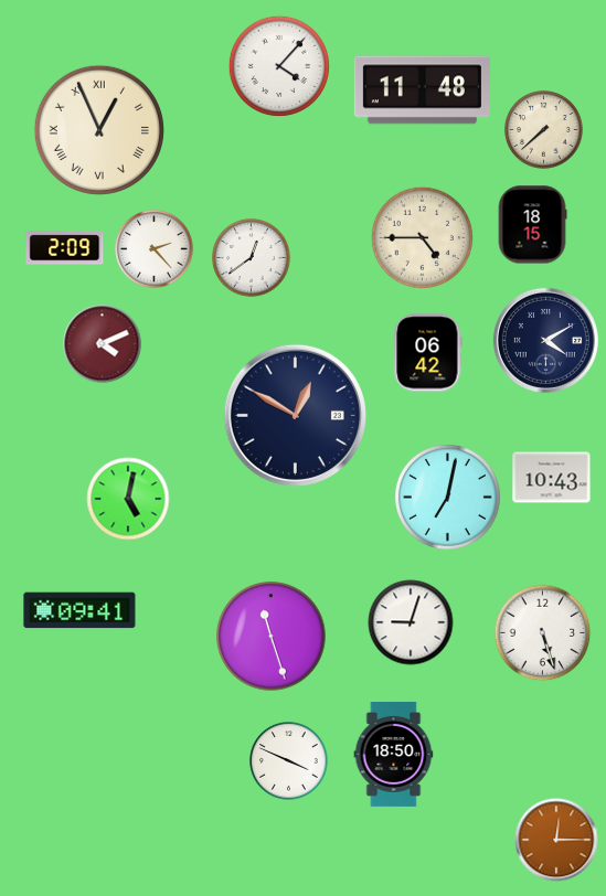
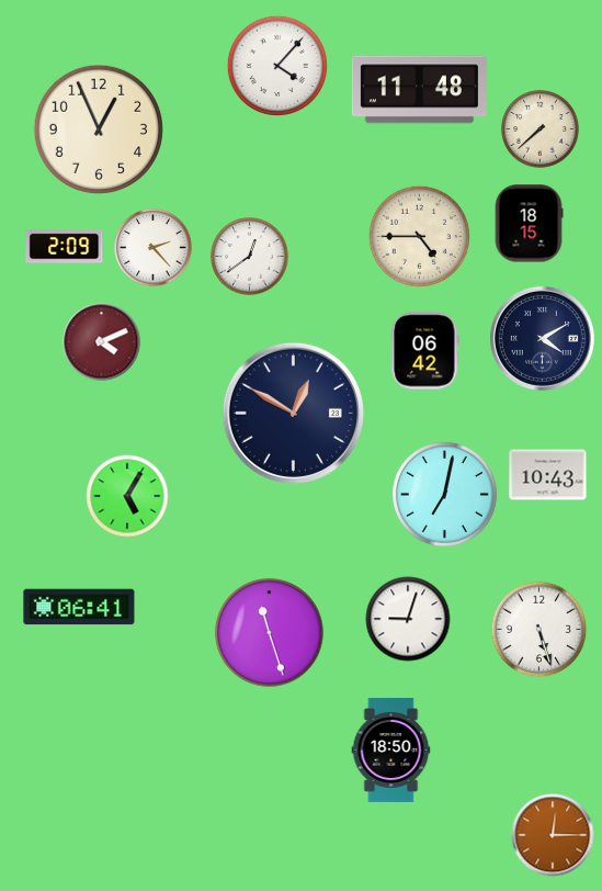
clock at (99, 130) numerals: Roman -> Arabic
clock at (128, 499): 5:02 -> 5:05
clock at (79, 610): 09:41 -> 06:41
clock at (289, 761): 3:49 -> none
